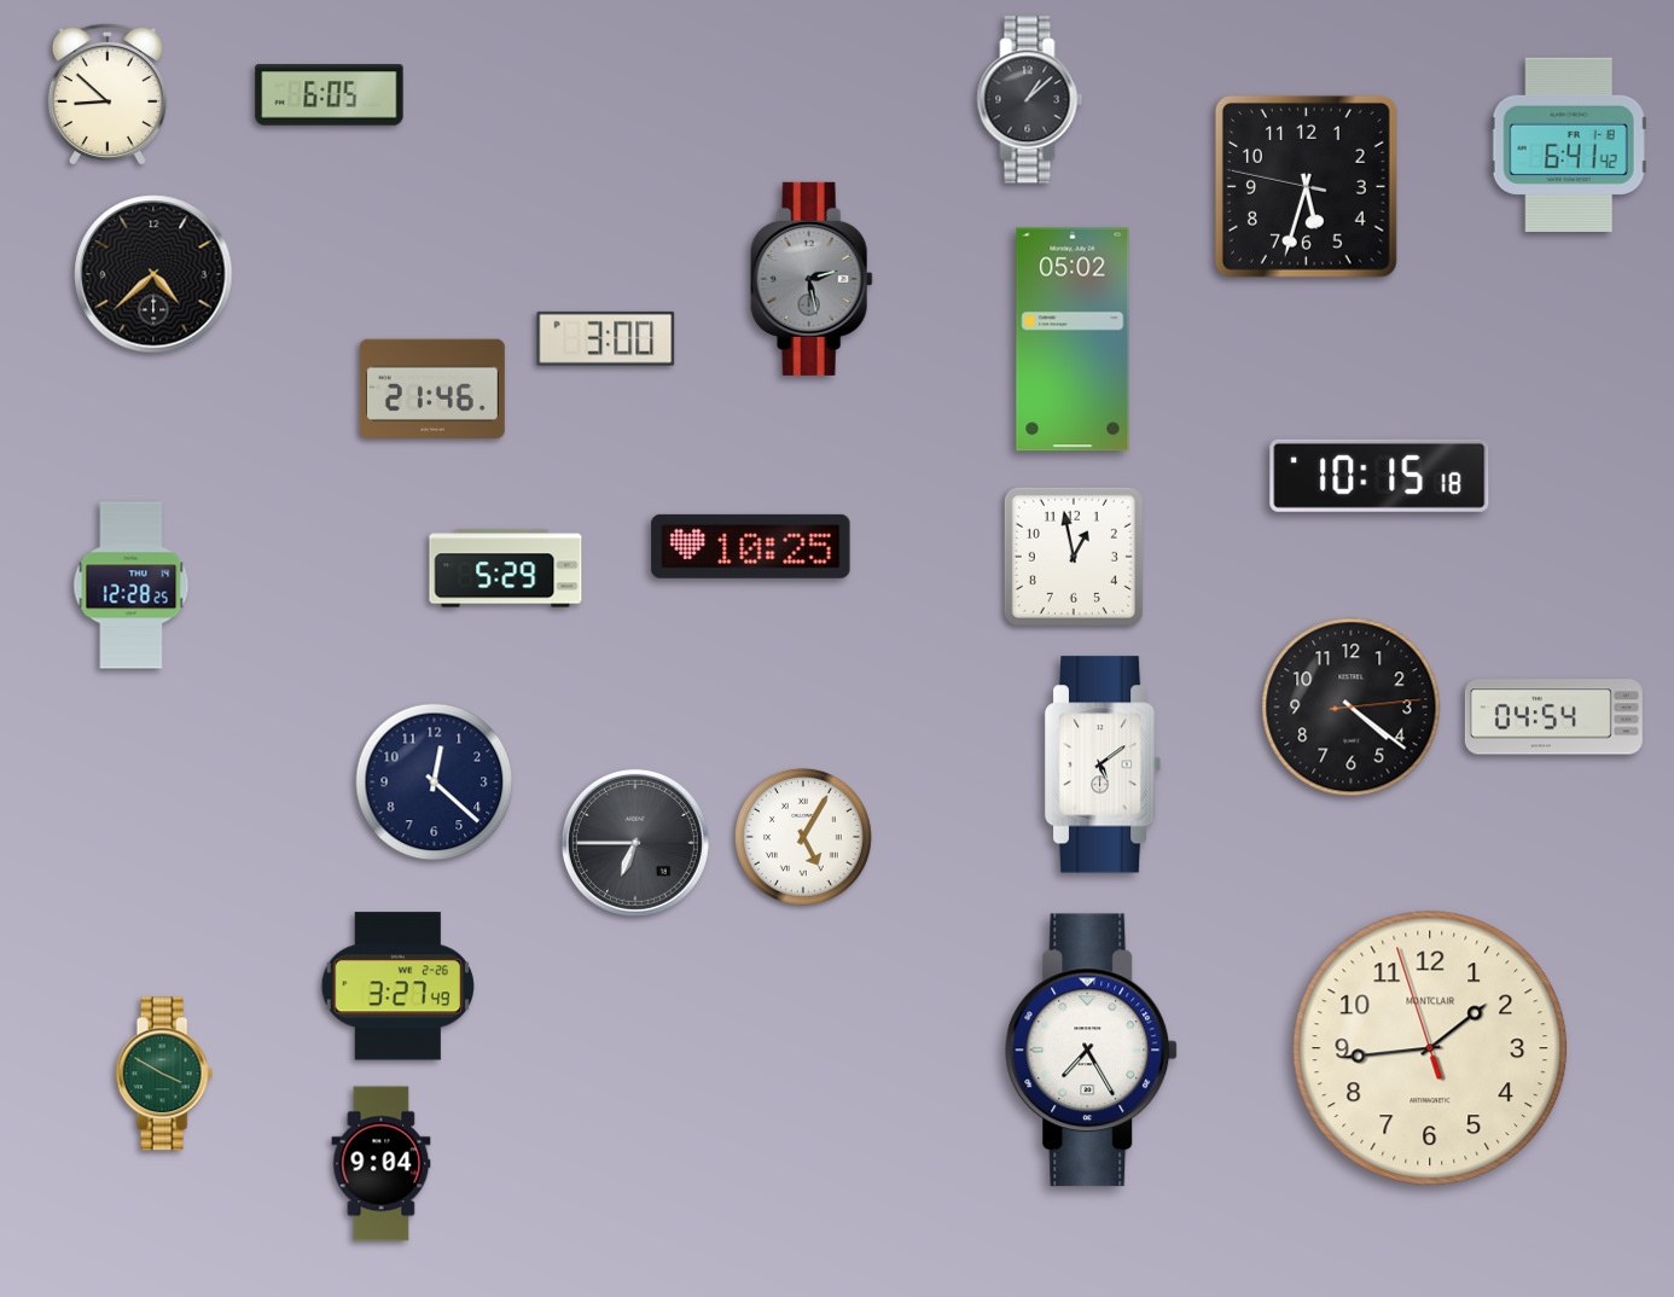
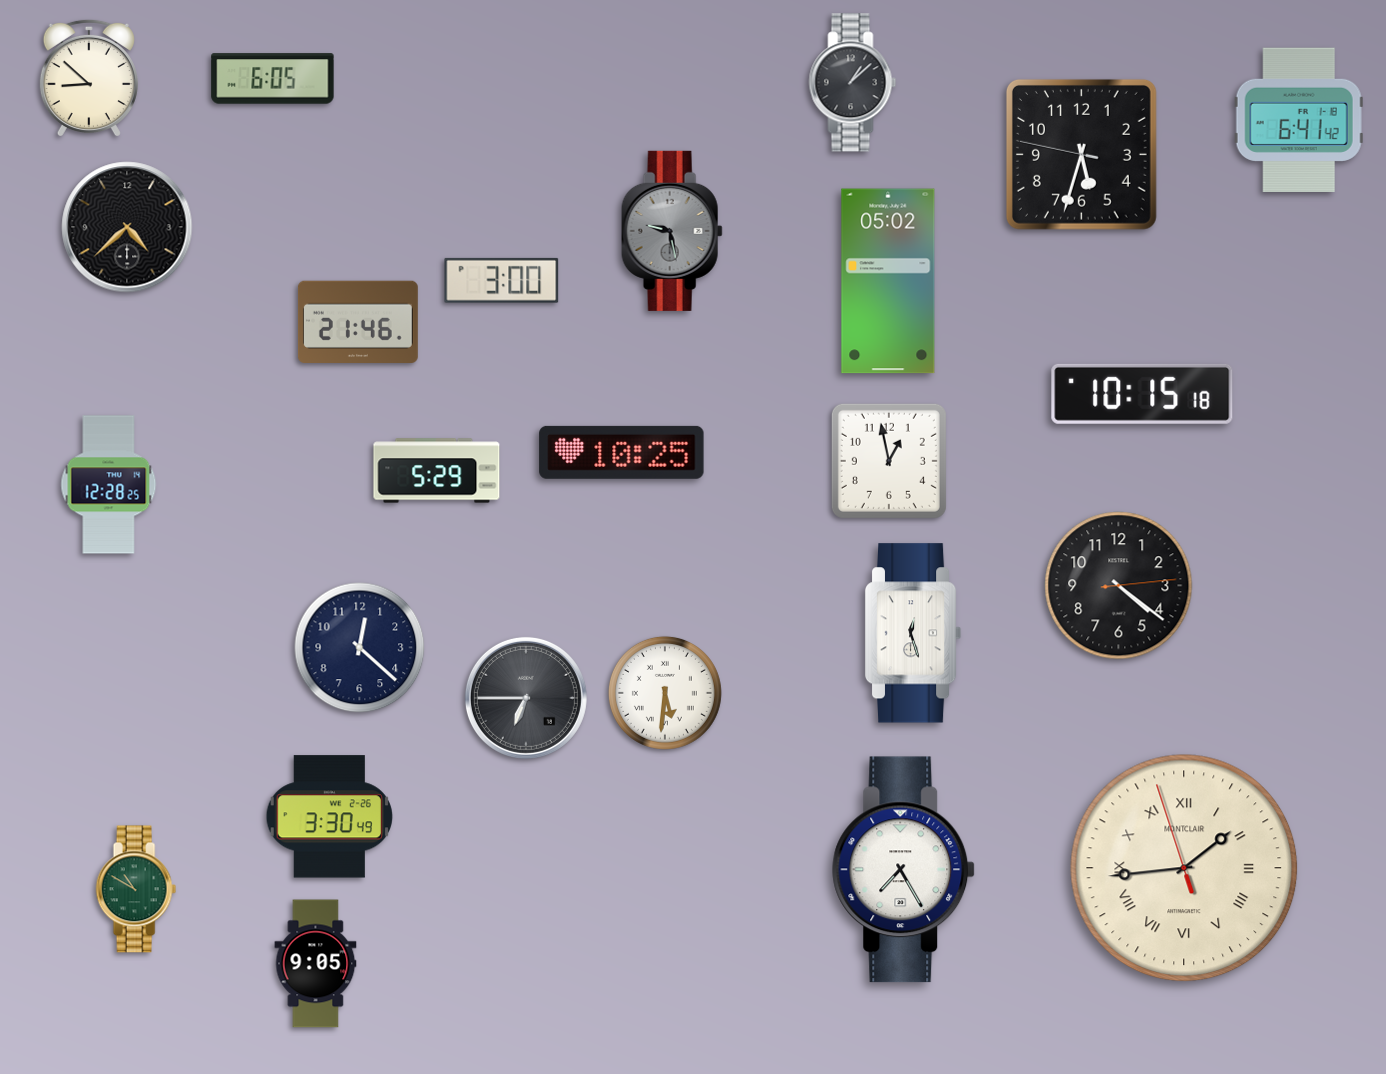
clock at (812, 279): 2:28 -> 9:28
clock at (506, 569) position: (506, 569) -> (437, 471)
clock at (1553, 717): 04:54 -> none
clock at (1103, 764): 5:09 -> 12:27
clock at (803, 837): 5:05 -> 5:31
clock at (397, 987): 3:27 -> 3:30
clock at (1430, 1048) numerals: Arabic -> Roman
clock at (164, 1074): 3:50 -> 10:50
clock at (382, 1164): 9:04 -> 9:05
